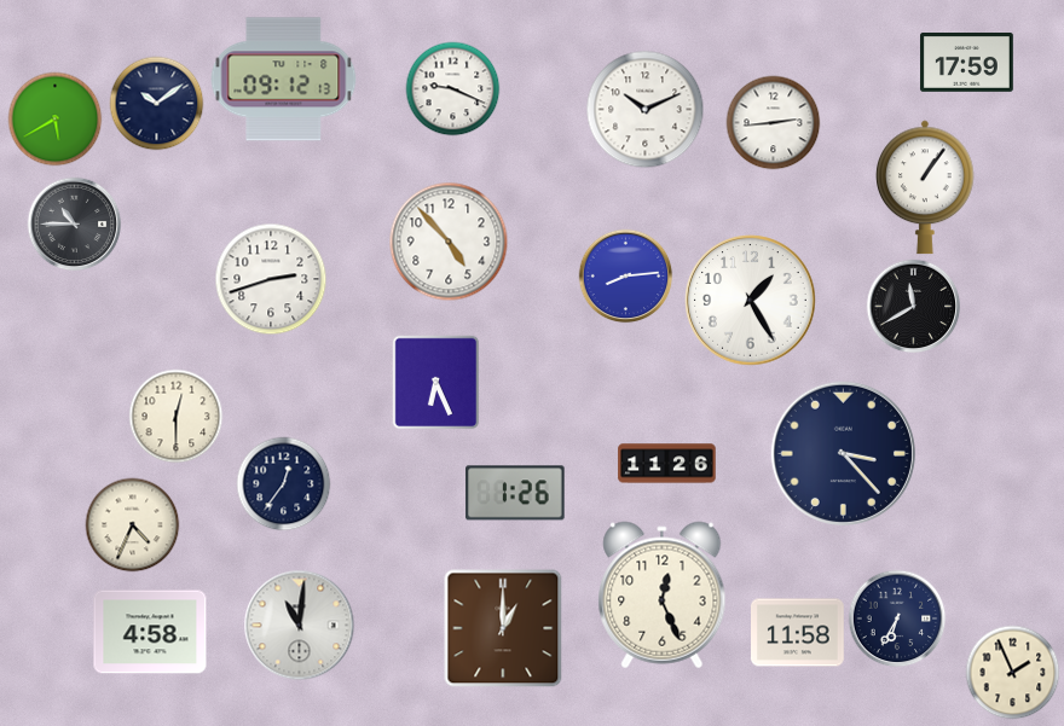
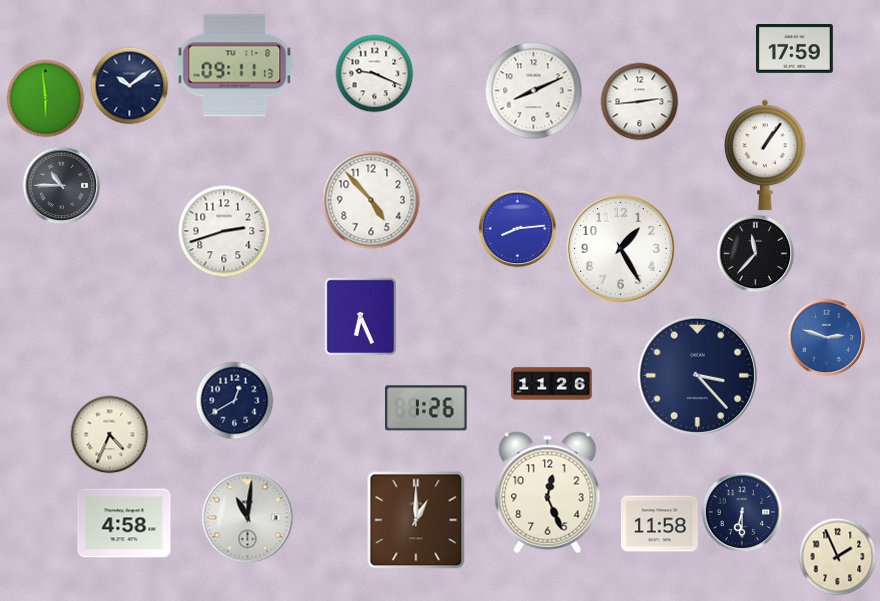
clock at (967, 63) position: (967, 63) -> (795, 49)
clock at (284, 80): 09:12 -> 09:11
clock at (644, 109): 10:11 -> 8:11
clock at (54, 118): 5:40 -> 5:59
clock at (913, 306): 11:40 -> 11:37
clock at (826, 337): none -> 2:48
clock at (175, 416): 12:30 -> none
clock at (283, 483): 12:36 -> 12:40
clock at (897, 618): 6:35 -> 6:30
